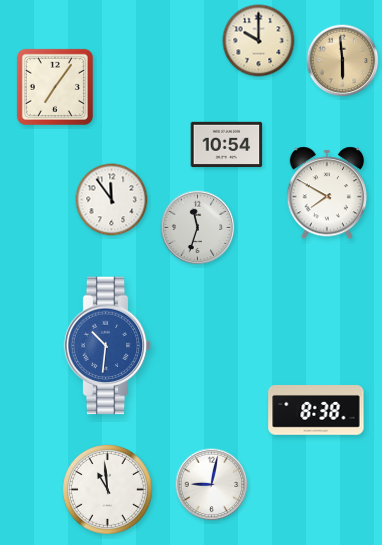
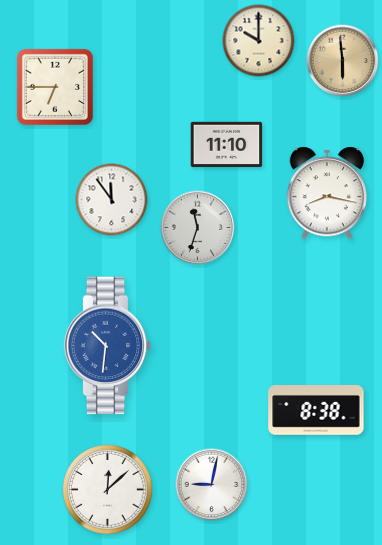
clock at (55, 87): 7:06 -> 6:45
clock at (227, 145): 10:54 -> 11:10
clock at (326, 193): 7:50 -> 8:17
clock at (108, 490): 10:59 -> 12:08
